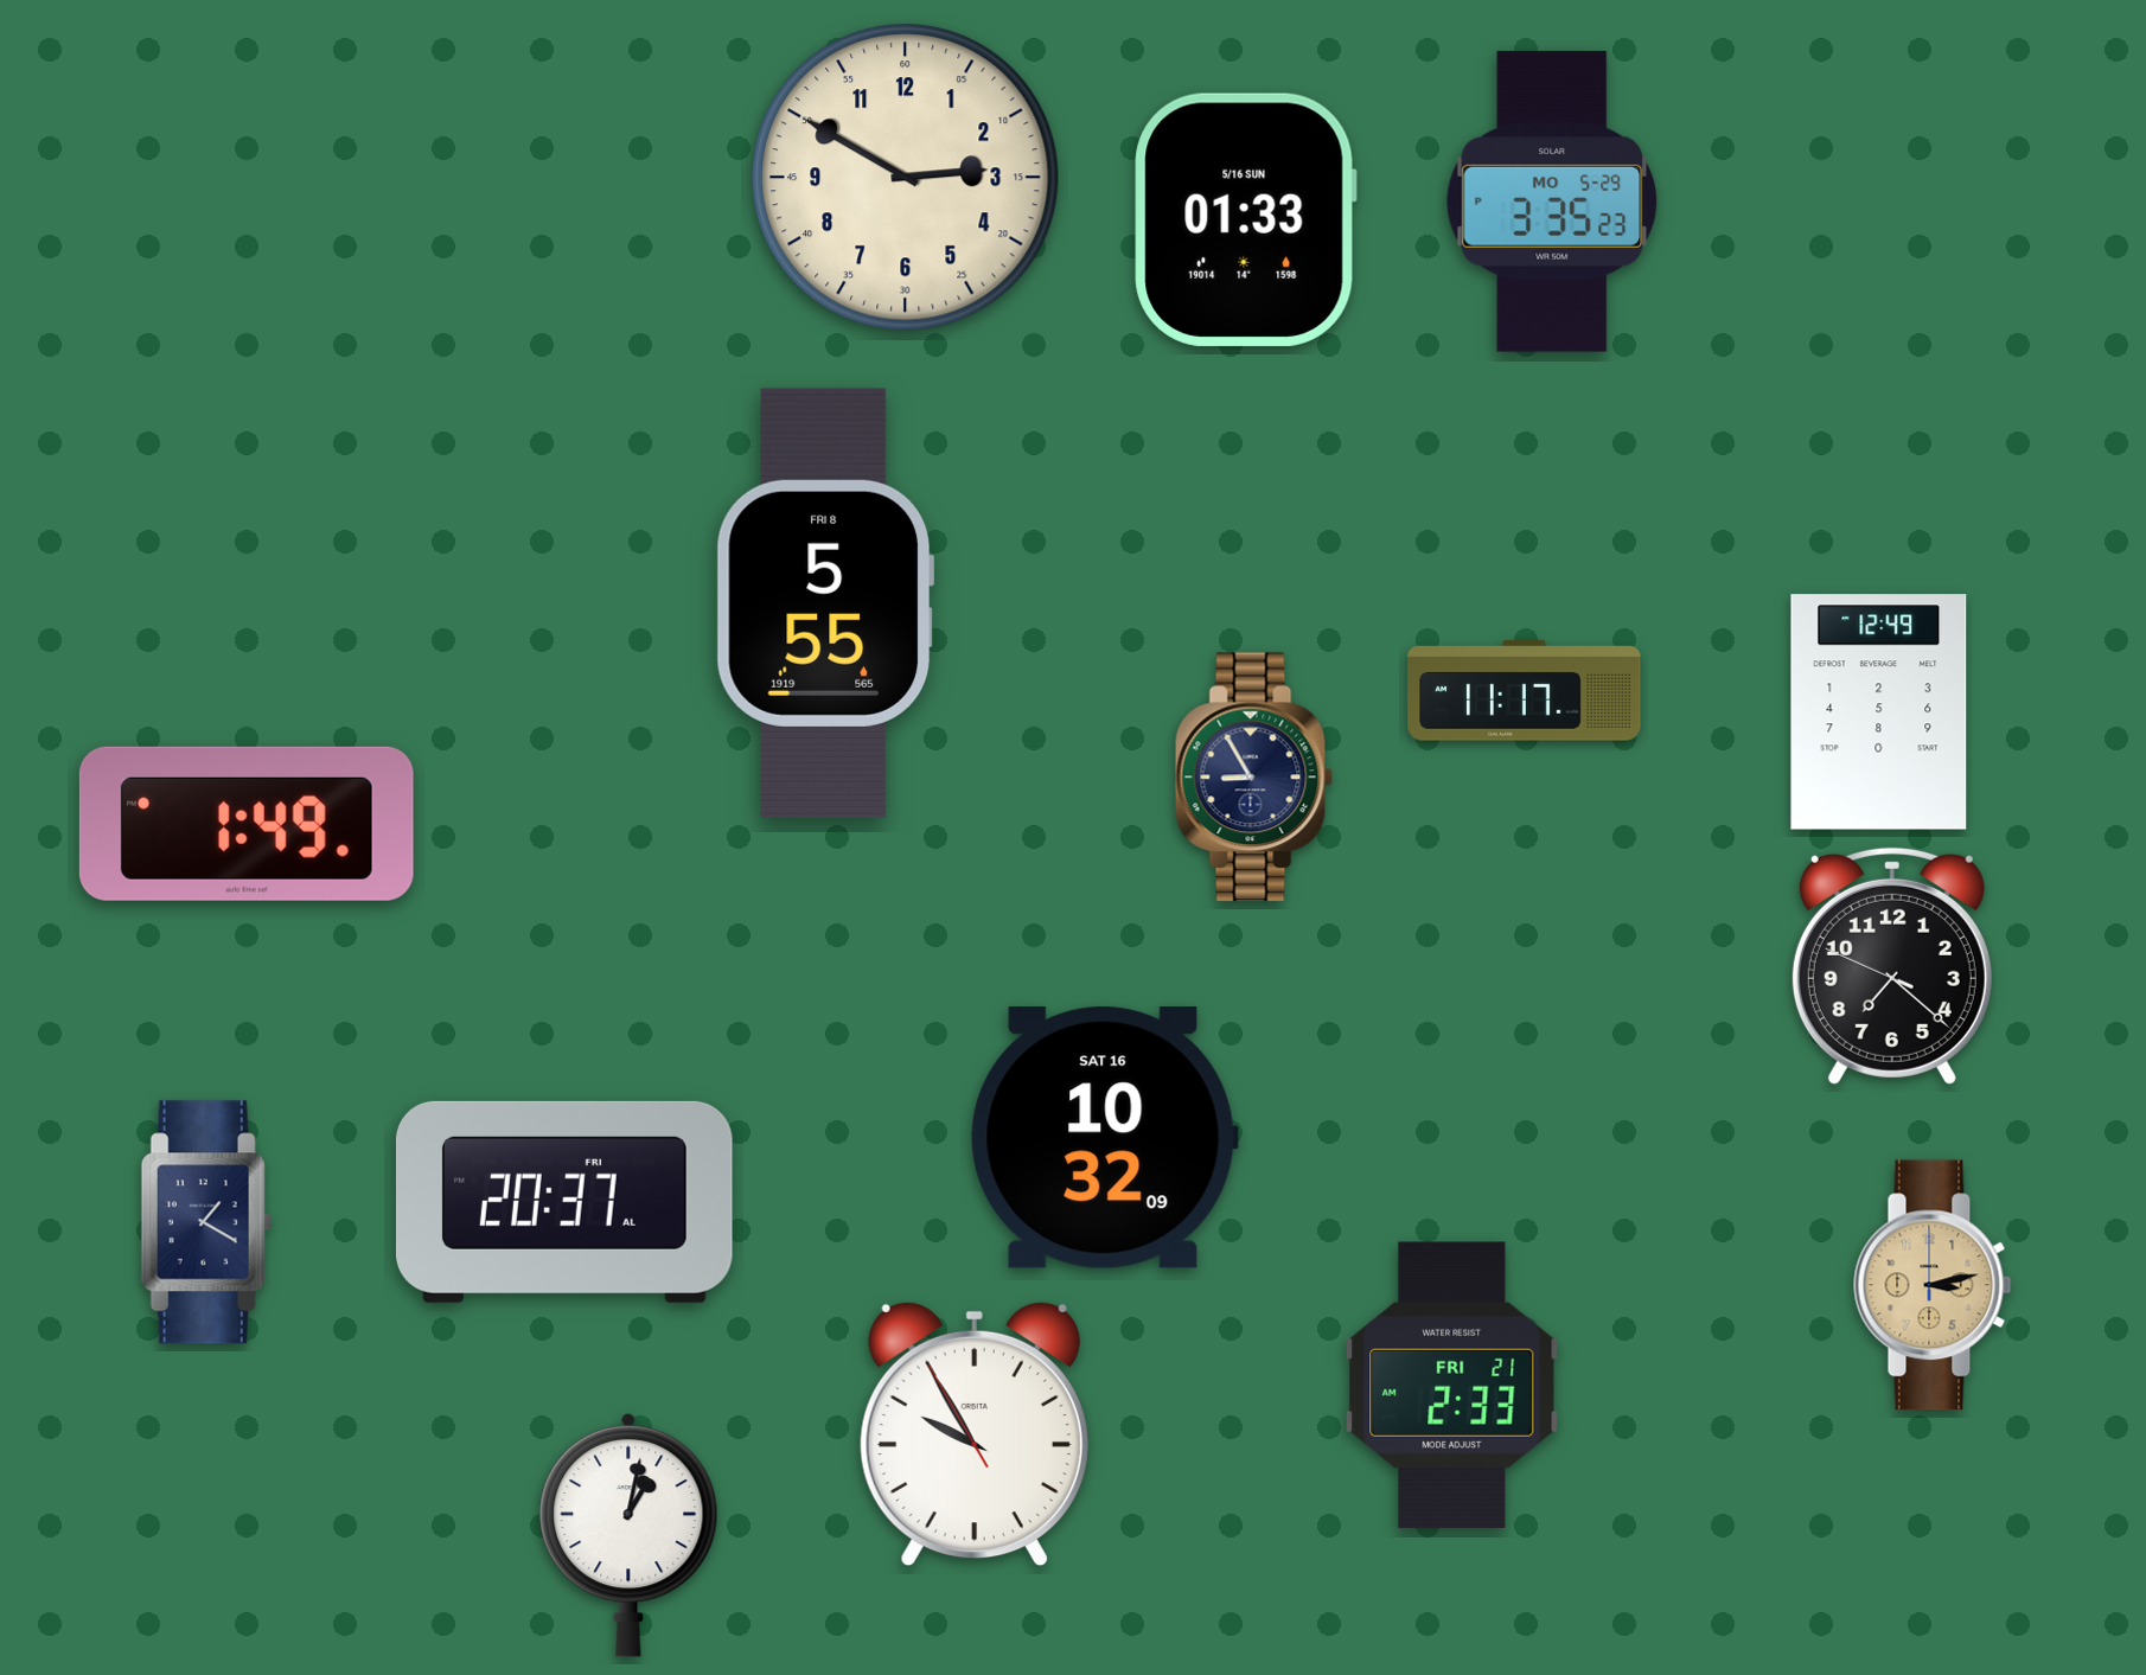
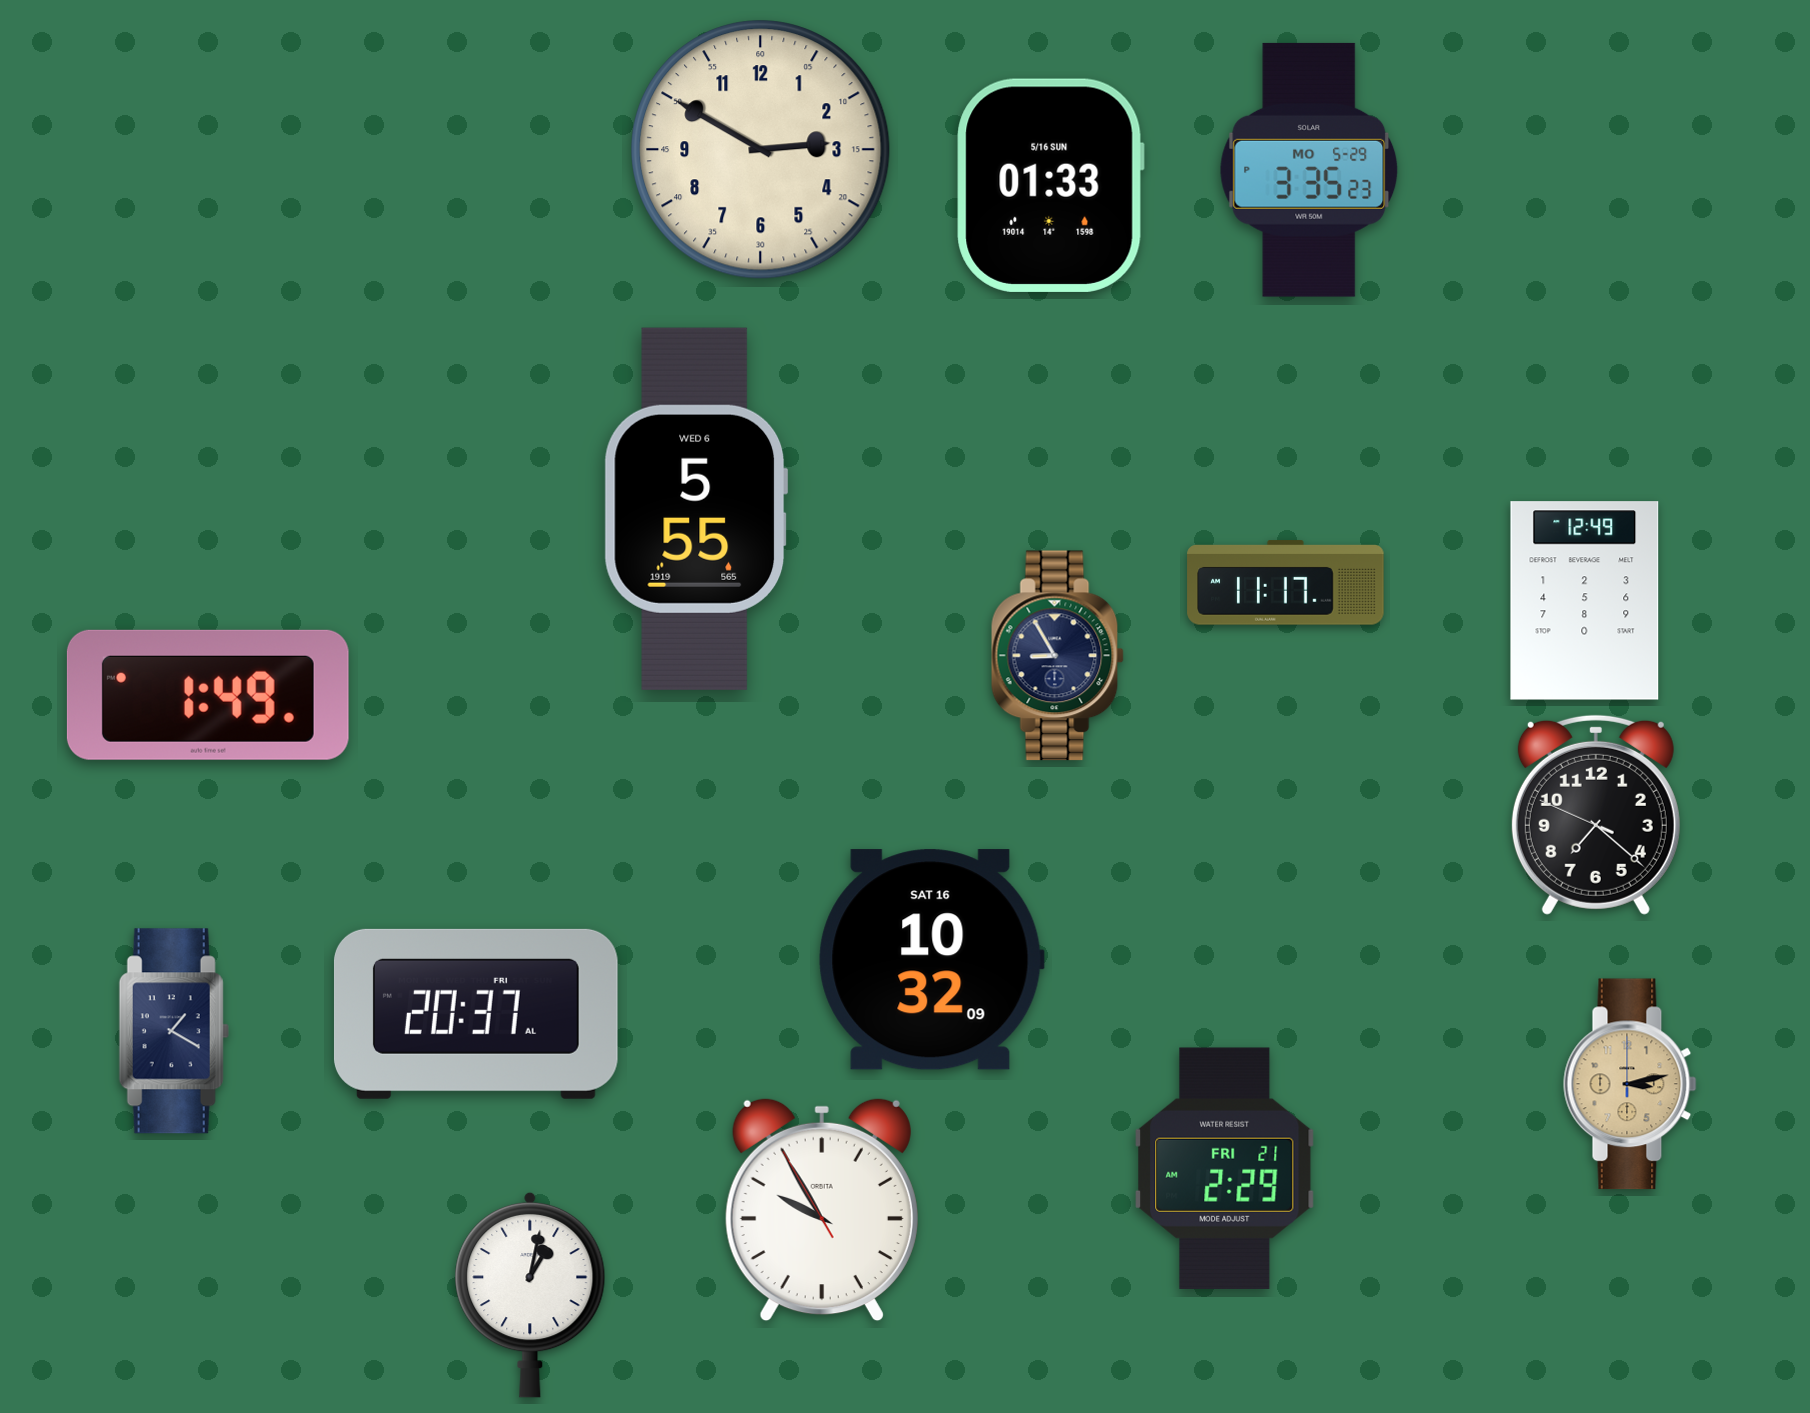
clock at (906, 178) position: (906, 178) -> (761, 150)
clock at (824, 603) date: FRI 8 -> WED 6
clock at (1452, 1385): 2:33 -> 2:29
